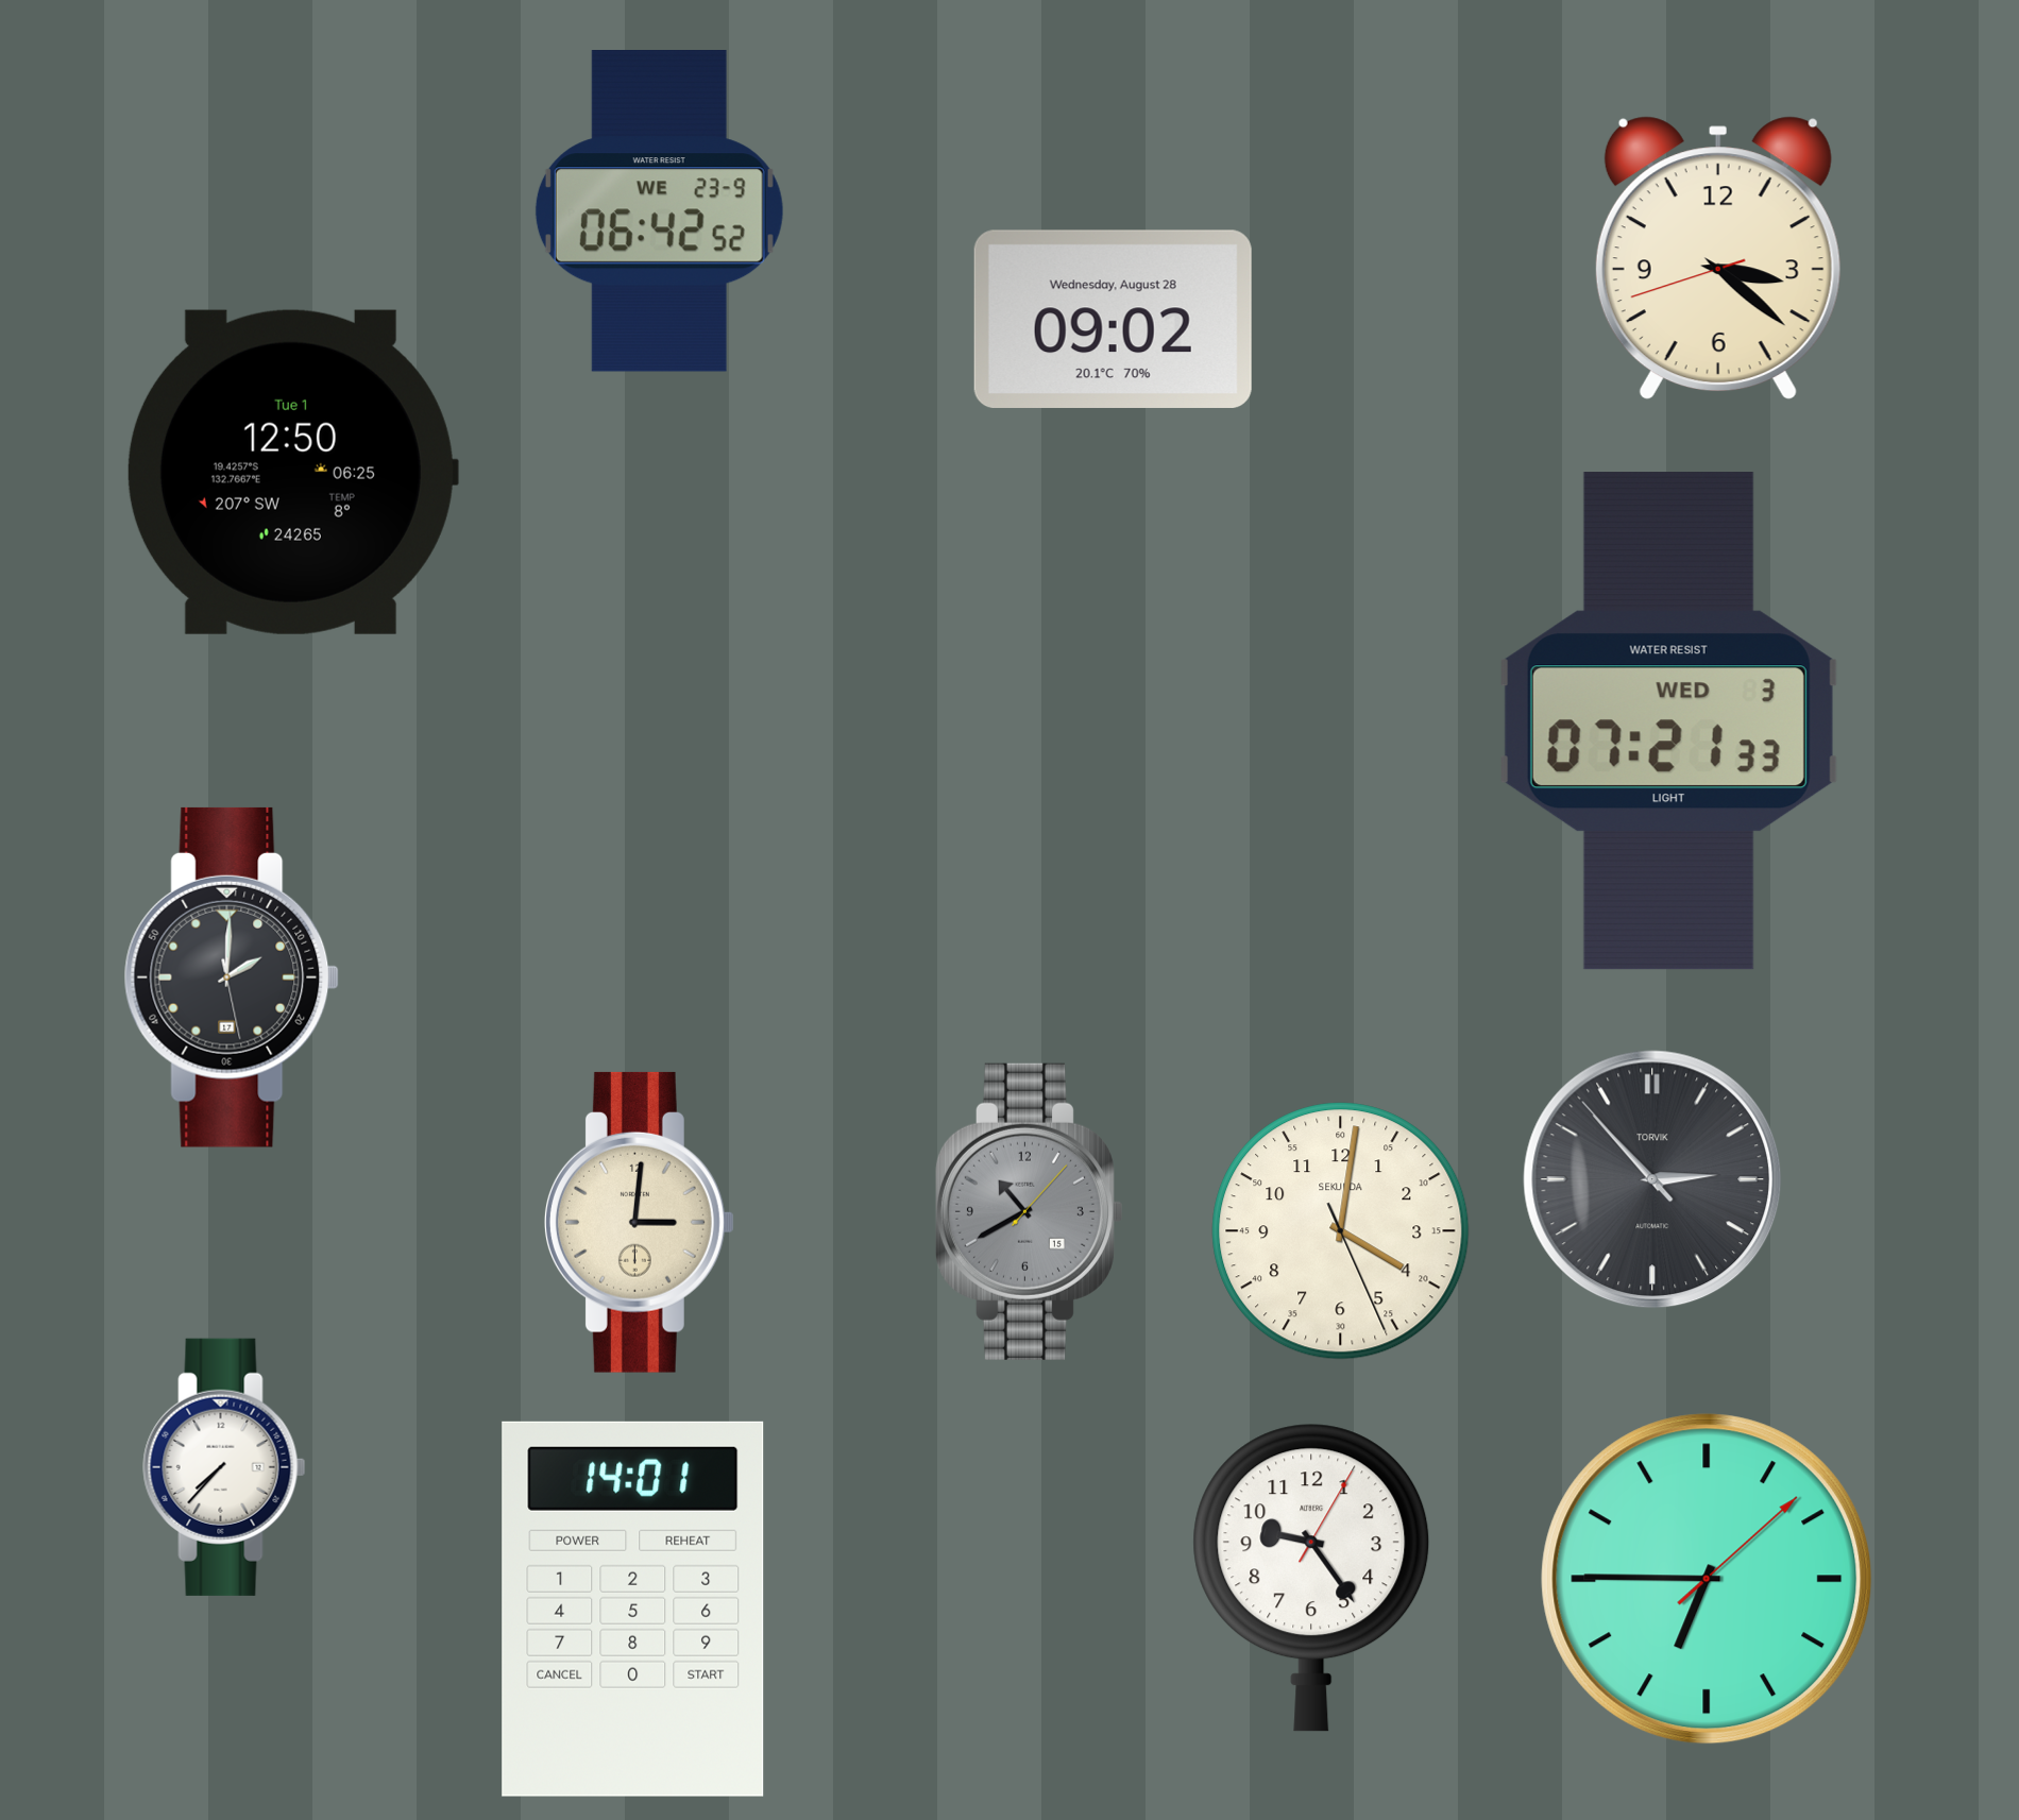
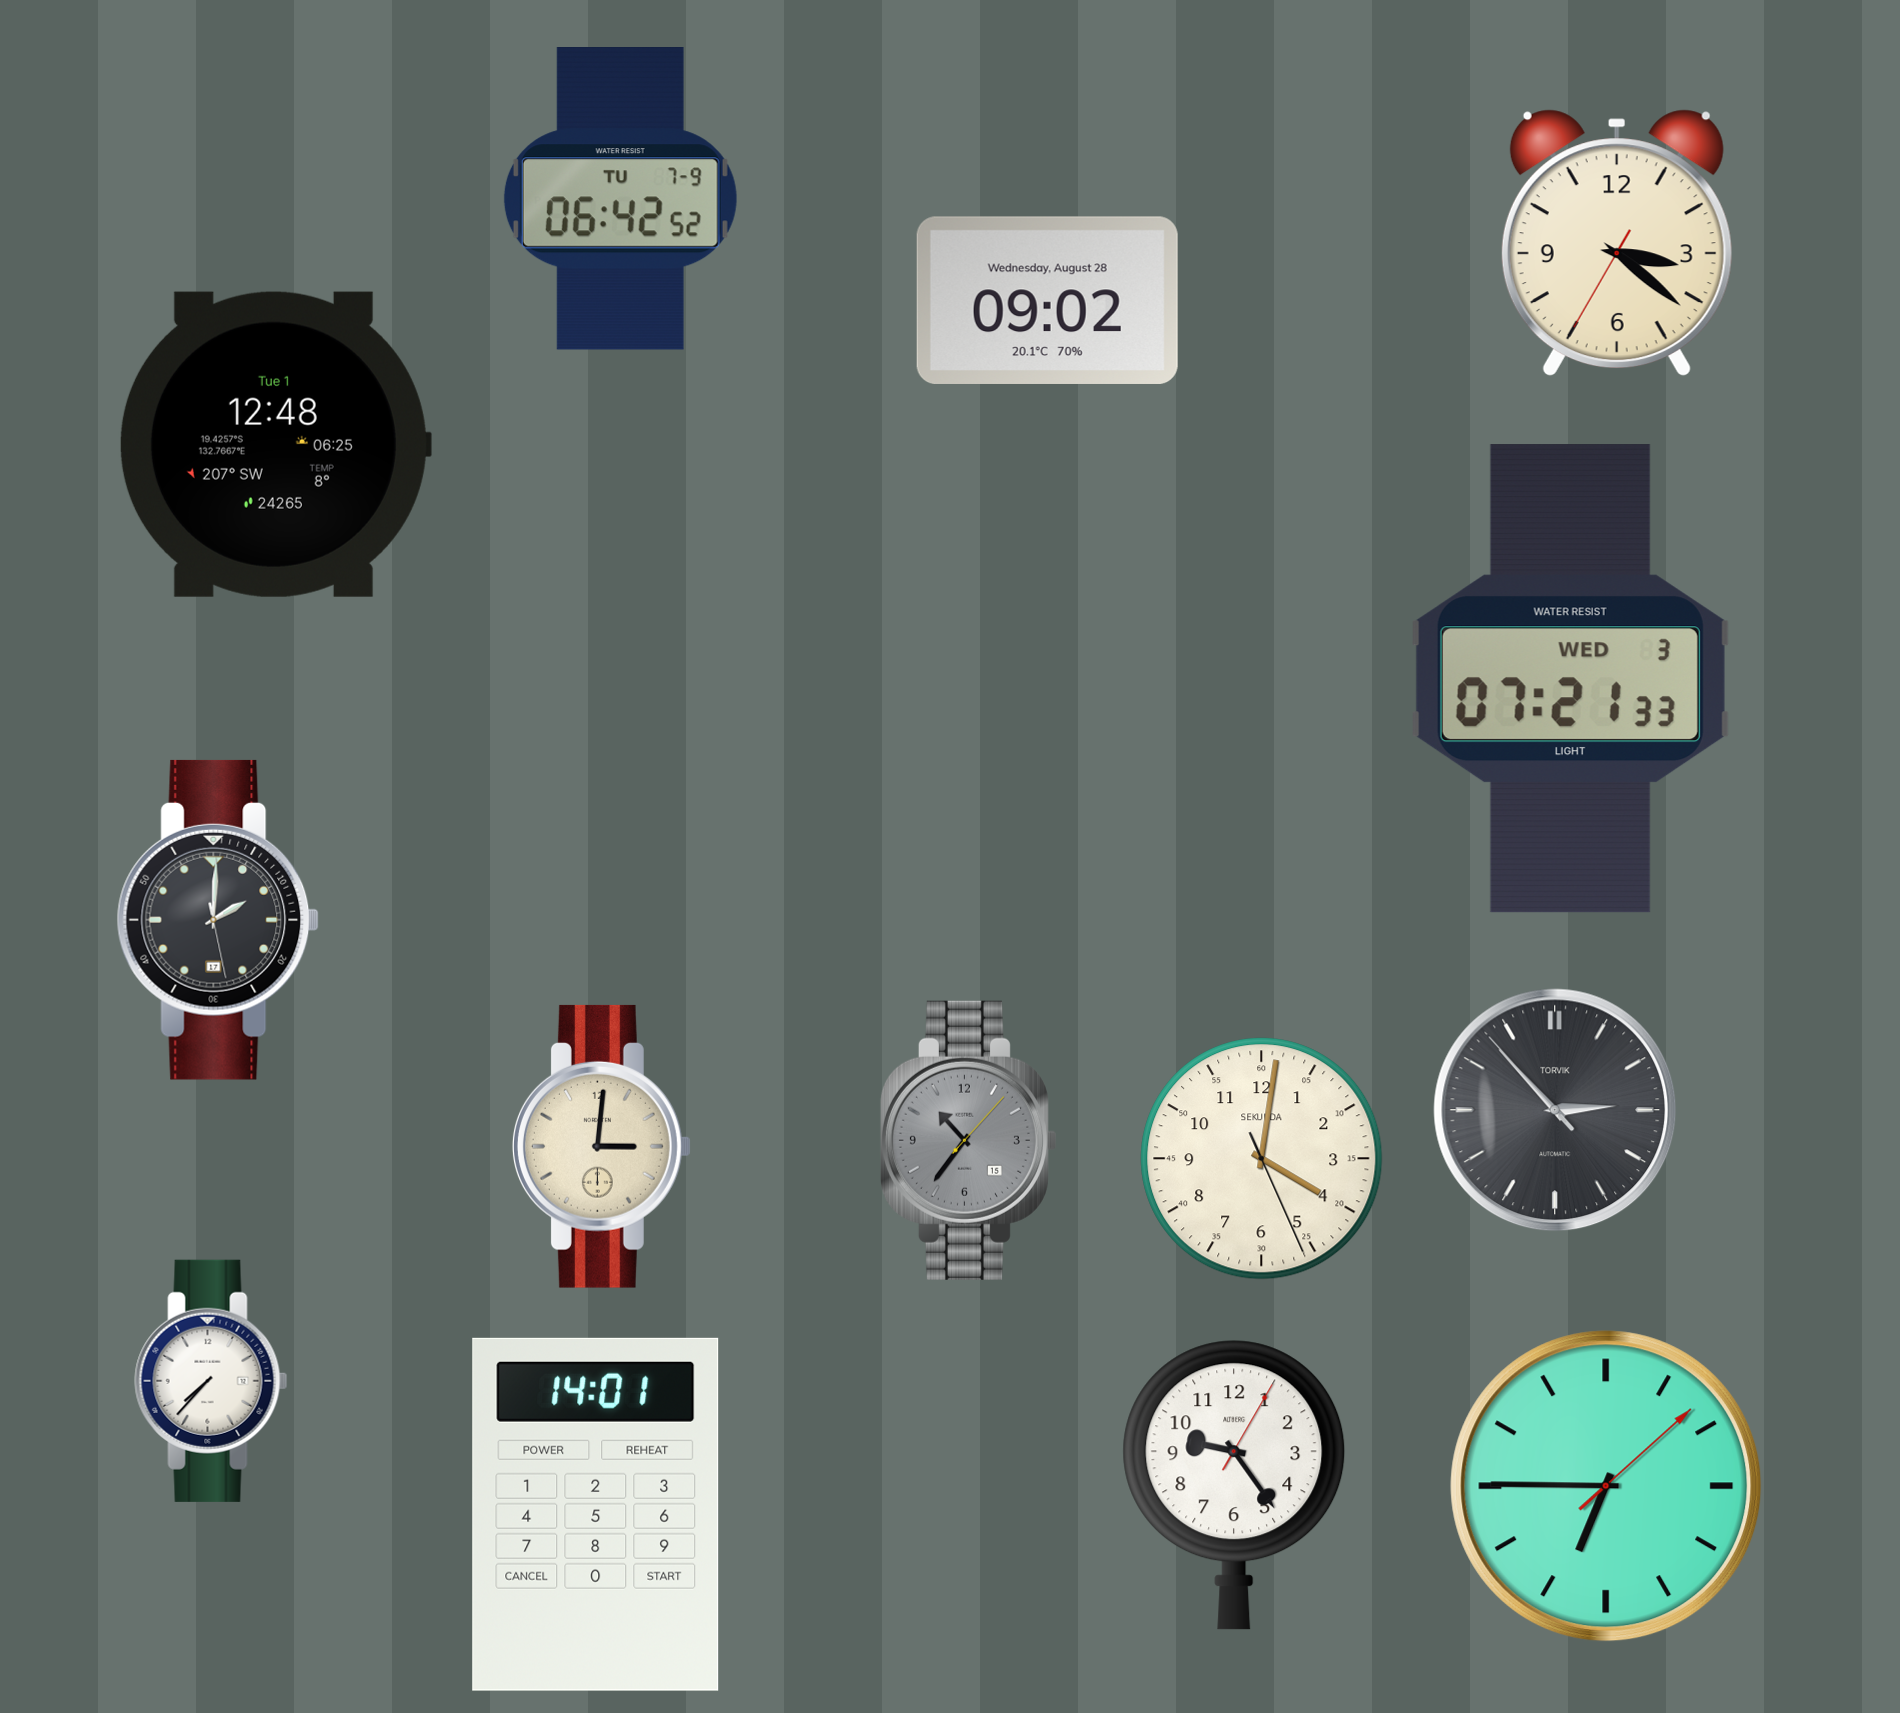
clock at (659, 211) date: WE 23-9 -> TU 7-9
clock at (1718, 258): 3:21:42 -> 3:21:35
clock at (292, 472): 12:50 -> 12:48
clock at (1029, 1211): 10:40 -> 10:36
clock at (639, 1222) position: (639, 1222) -> (601, 1146)
